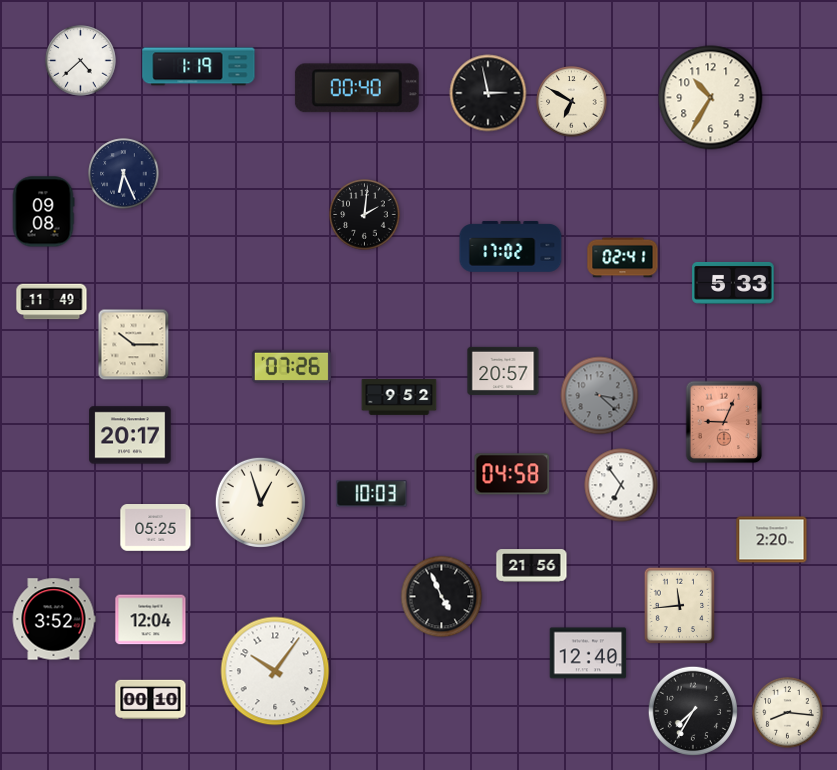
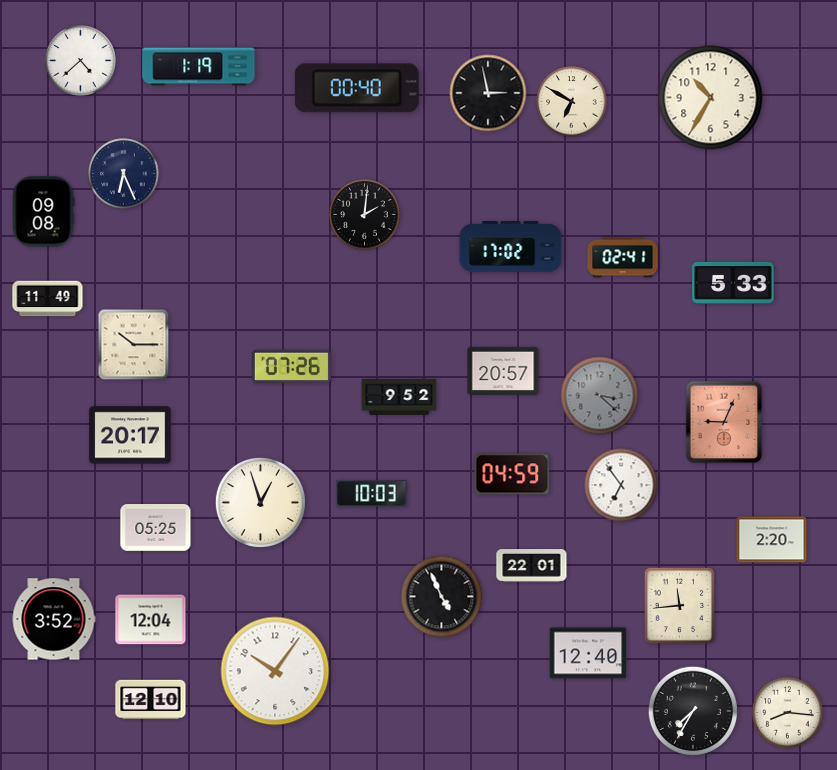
clock at (52, 302) position: (52, 302) -> (48, 299)
clock at (512, 474): 04:58 -> 04:59
clock at (532, 566): 21:56 -> 22:01
clock at (151, 700): 00:10 -> 12:10
